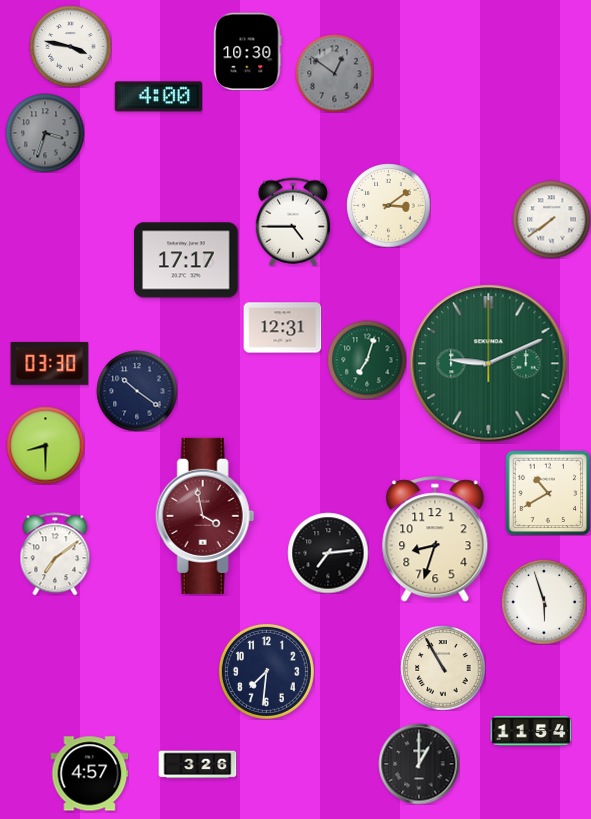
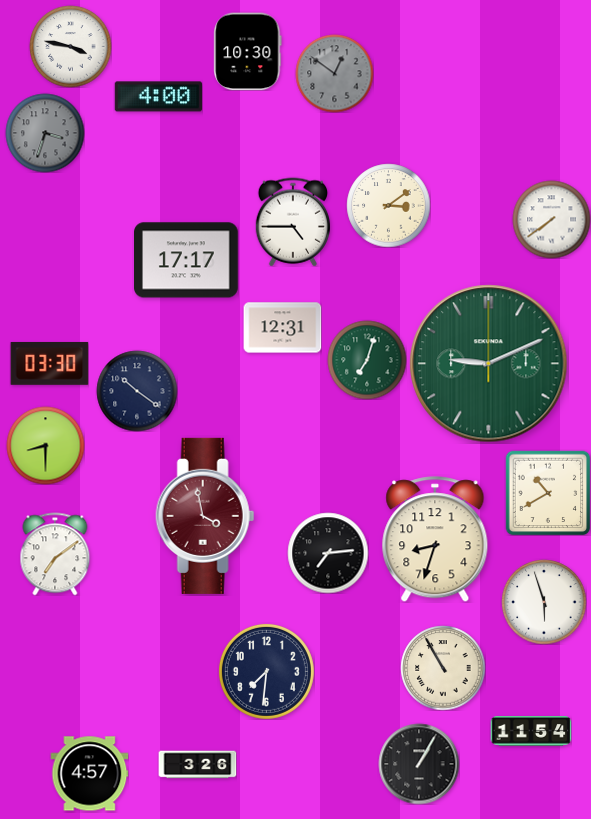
clock at (419, 764): 1:00 -> 1:05
